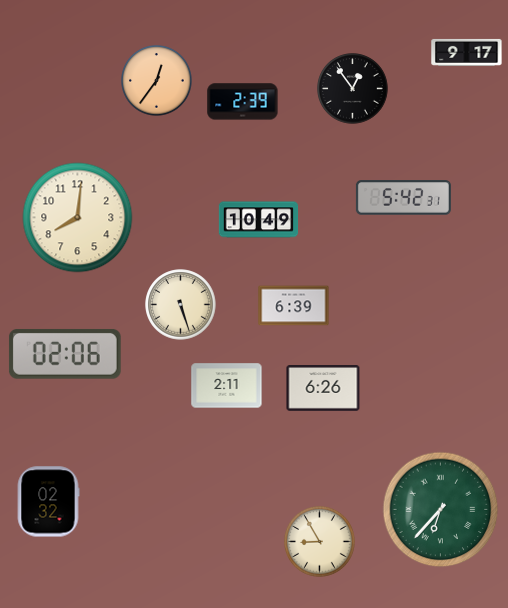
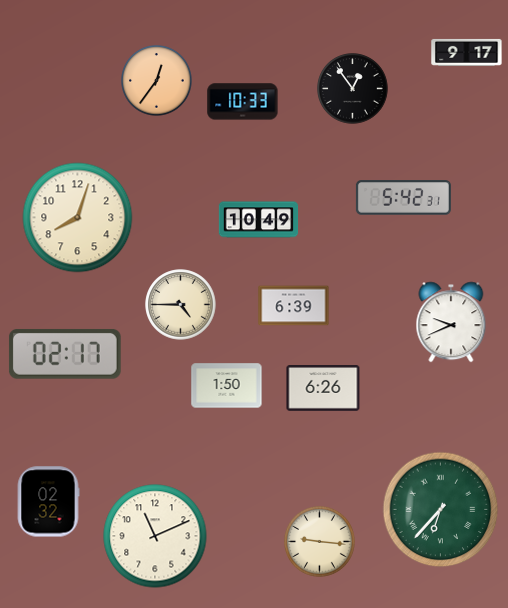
clock at (243, 102): 2:39 -> 10:33
clock at (78, 218): 8:01 -> 8:03
clock at (181, 305): 5:27 -> 4:45
clock at (451, 322): none -> 9:41
clock at (65, 354): 02:06 -> 02:17
clock at (227, 386): 2:11 -> 1:50
clock at (155, 536): none -> 11:11
clock at (320, 542): 8:55 -> 9:16
